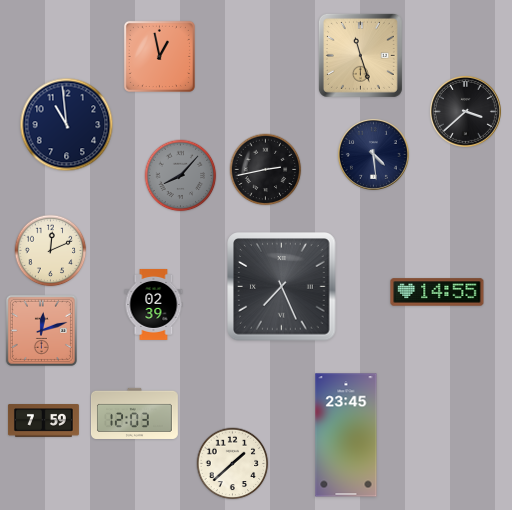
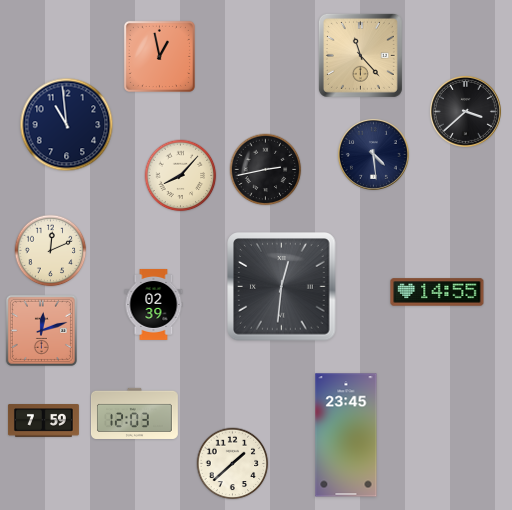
clock at (360, 55): 11:27 -> 11:23
clock at (181, 176) dial: grey -> cream
clock at (282, 287): 7:26 -> 12:31
